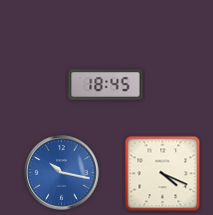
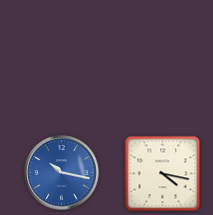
clock at (106, 85): 18:45 -> none
clock at (163, 174): 4:19 -> 4:17
